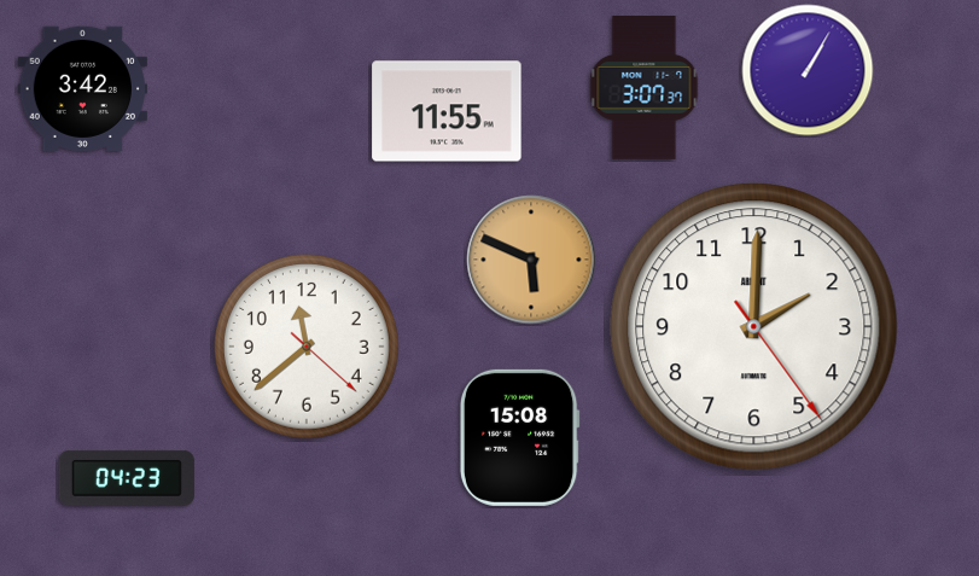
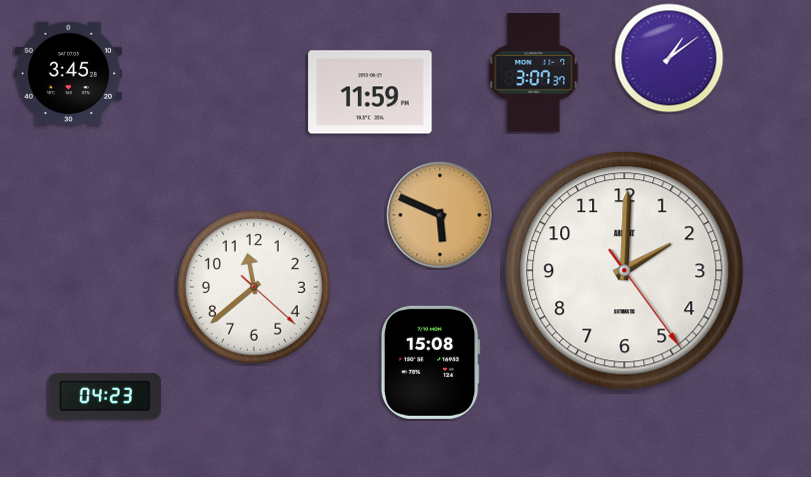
clock at (808, 70): 1:05 -> 1:09
clock at (82, 88): 3:42 -> 3:45
clock at (447, 111): 11:55 -> 11:59
